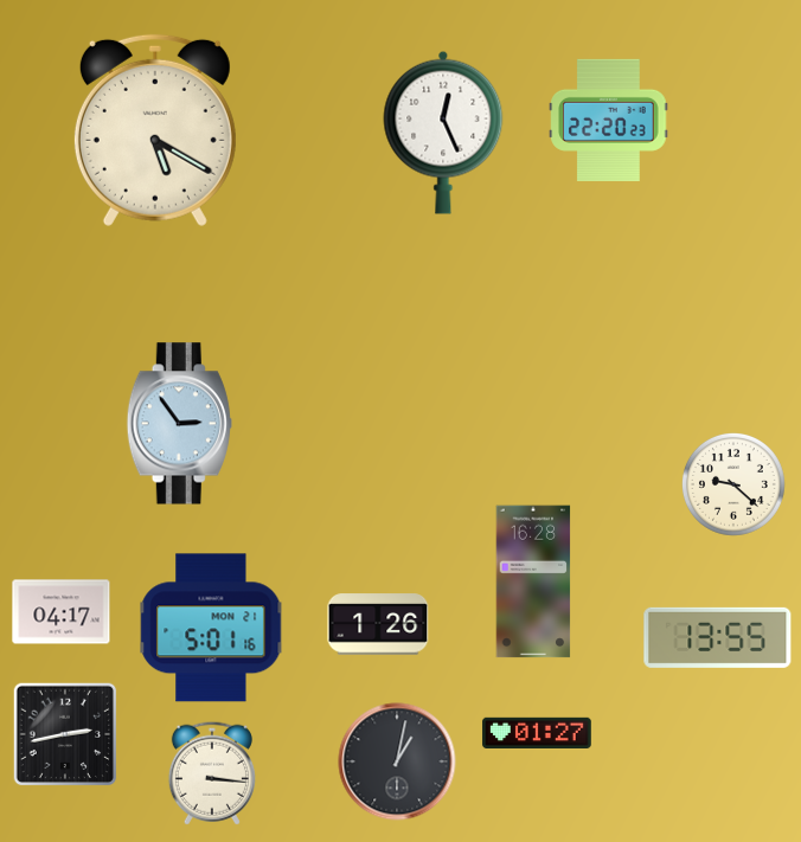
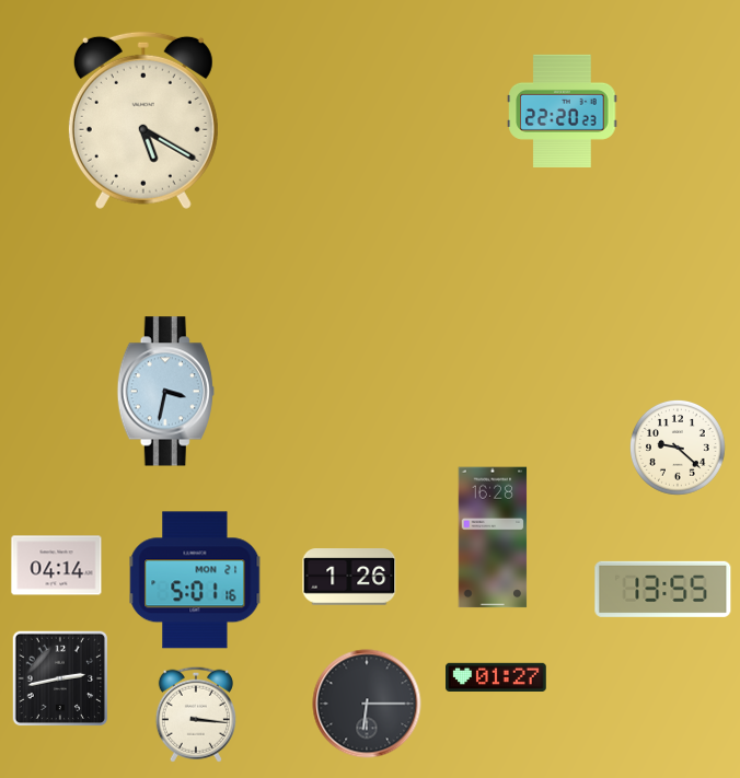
clock at (443, 133): 12:26 -> none
clock at (179, 424): 2:54 -> 3:32
clock at (62, 612): 04:17 -> 04:14
clock at (397, 761): 1:02 -> 6:15
